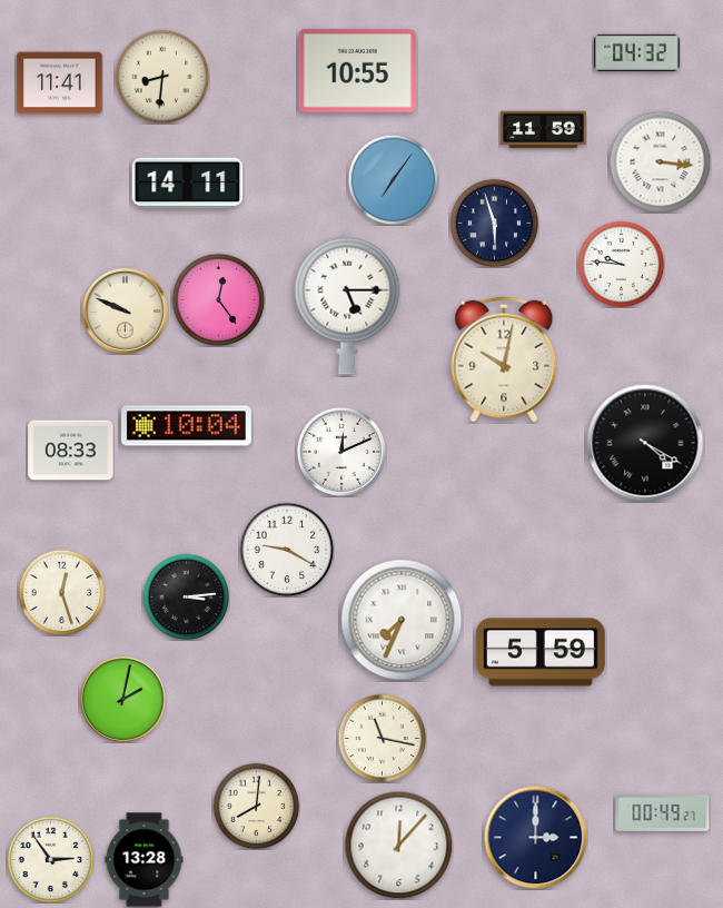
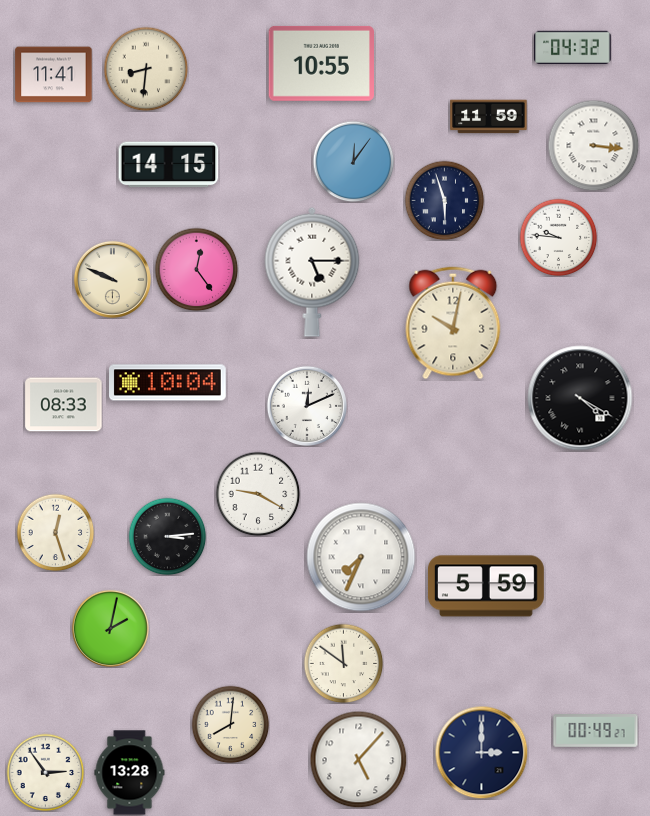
clock at (393, 179): 7:06 -> 12:06
clock at (188, 184): 14:11 -> 14:15
clock at (382, 738): 11:17 -> 11:51
clock at (398, 845): 12:07 -> 5:07
